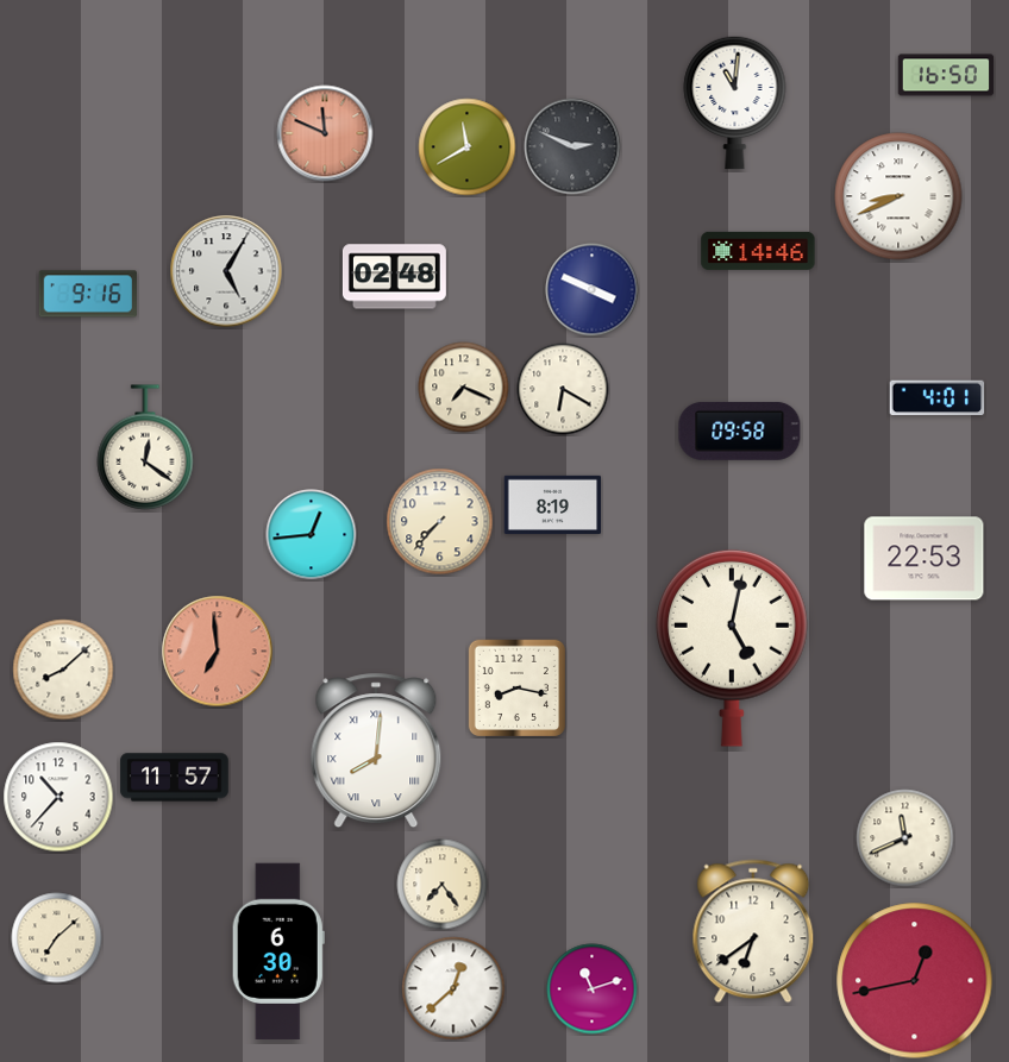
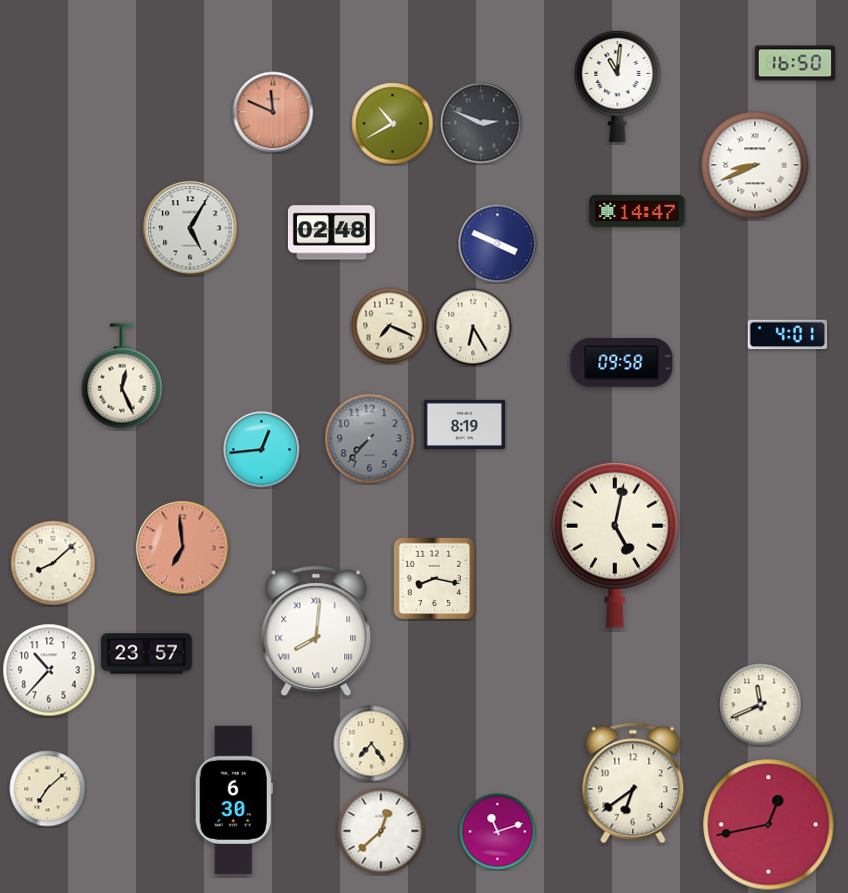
clock at (468, 147): 11:40 -> 10:40
clock at (758, 251): 14:46 -> 14:47
clock at (88, 294): 9:16 -> none
clock at (563, 389): 6:20 -> 6:25
clock at (145, 447): 12:21 -> 12:26
clock at (440, 522) dial: cream -> grey
clock at (925, 559): 22:53 -> none
clock at (175, 778): 11:57 -> 23:57
